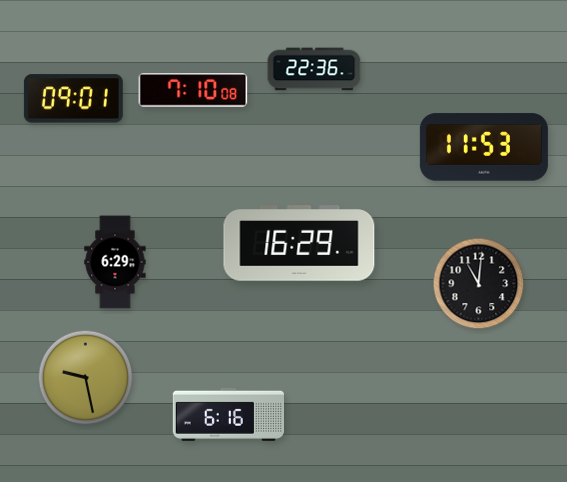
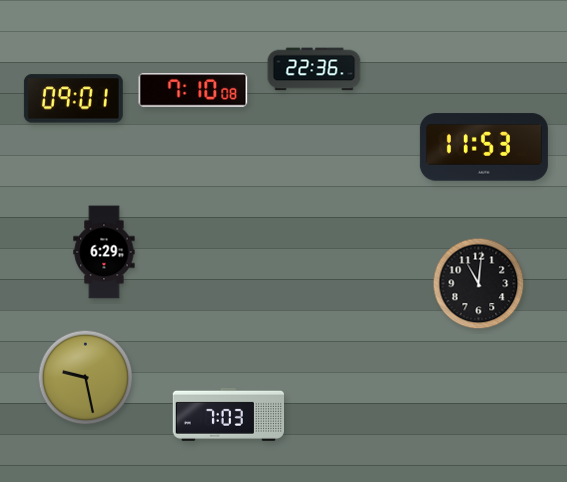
clock at (299, 243): 16:29 -> none
clock at (115, 262) position: (115, 262) -> (104, 252)
clock at (228, 414): 6:16 -> 7:03
